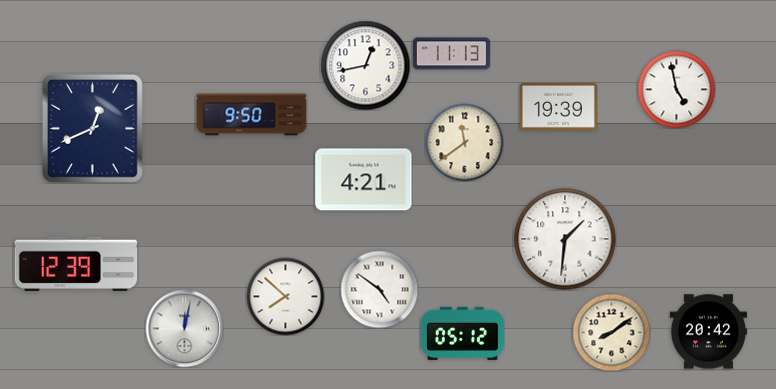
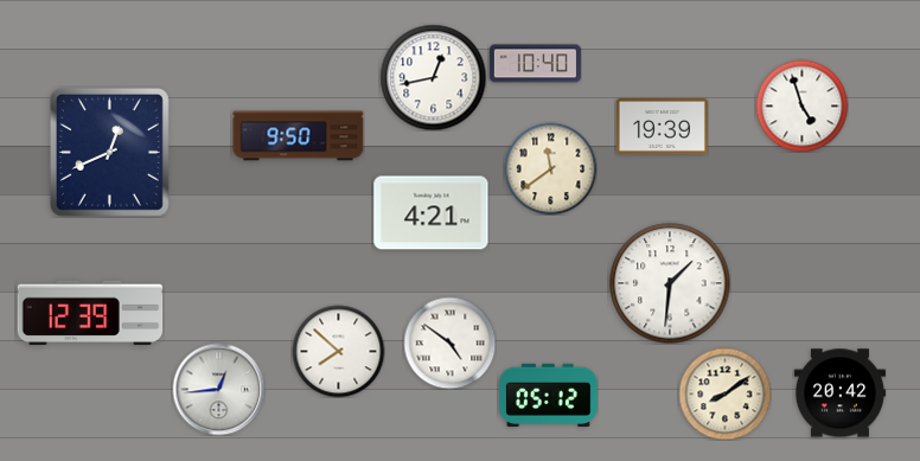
clock at (451, 54): 11:13 -> 10:40
clock at (676, 89): 4:58 -> 4:57
clock at (184, 328): 12:02 -> 12:44
